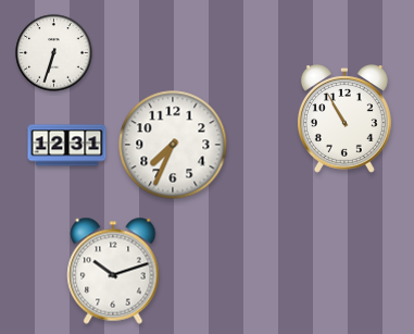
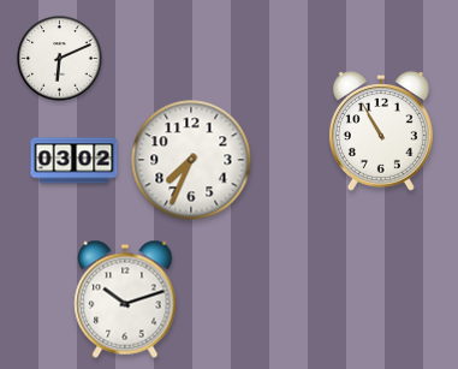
clock at (54, 53): 6:33 -> 6:11
clock at (67, 146): 12:31 -> 03:02
